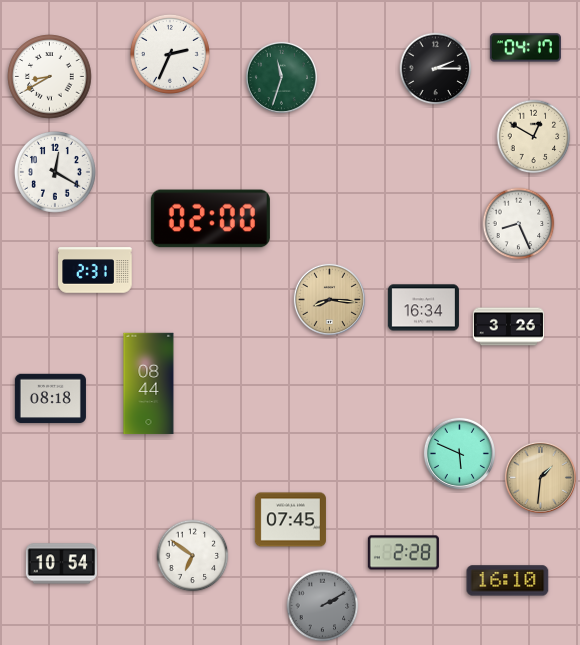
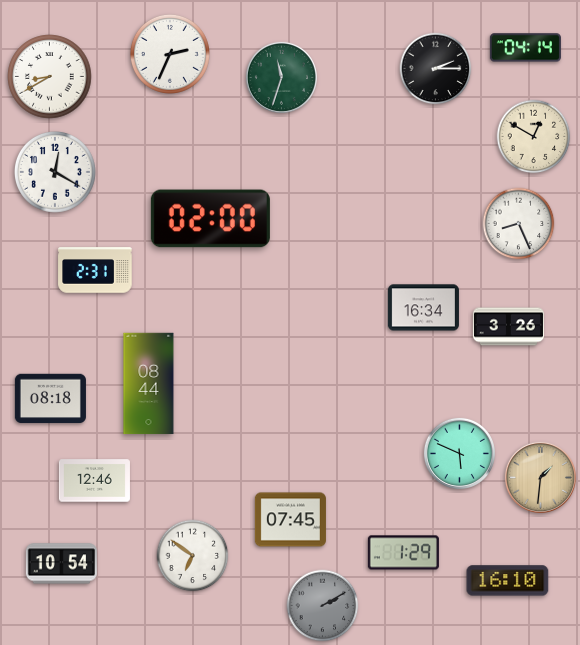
clock at (525, 48): 04:17 -> 04:14
clock at (329, 299): 8:16 -> none
clock at (94, 481): none -> 12:46
clock at (403, 553): 2:28 -> 1:29
